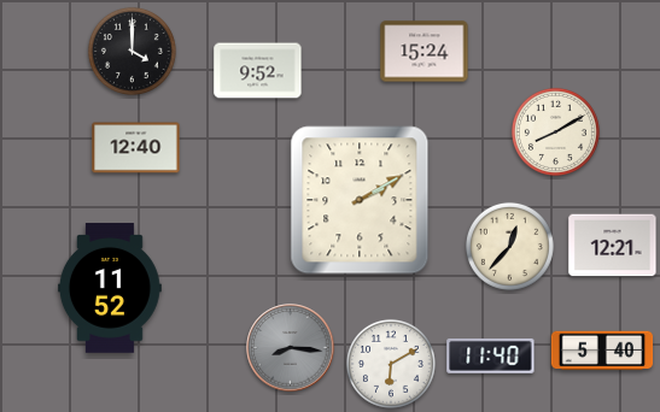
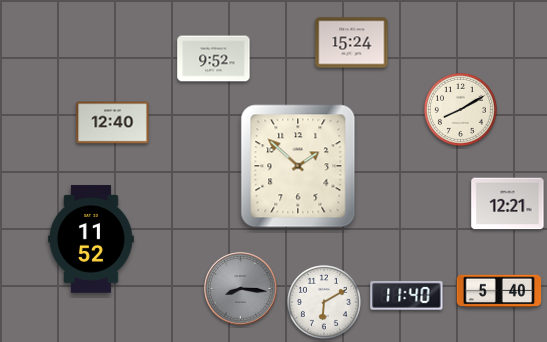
clock at (132, 51): 4:00 -> none
clock at (360, 200): 2:10 -> 1:52
clock at (509, 246): 12:37 -> none
